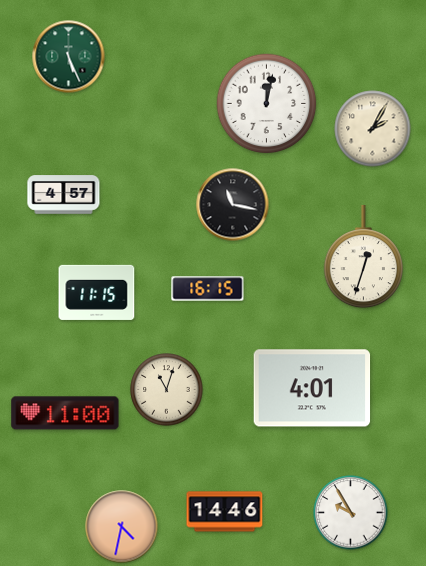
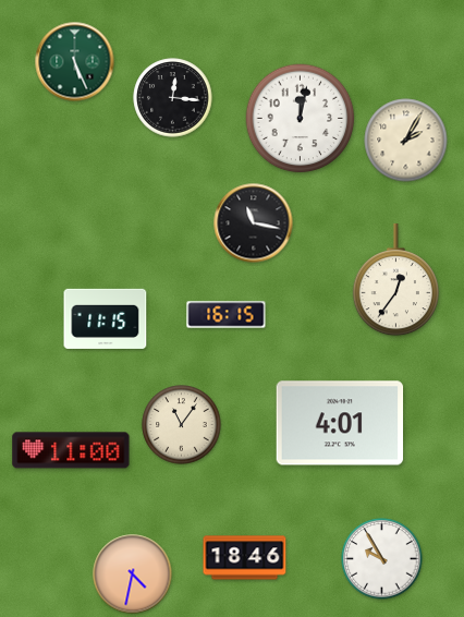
clock at (173, 98): none -> 12:16
clock at (267, 104) position: (267, 104) -> (301, 119)
clock at (64, 195): 4:57 -> none
clock at (363, 257): 12:33 -> 12:36
clock at (167, 390): 11:03 -> 11:06
clock at (225, 512): 14:46 -> 18:46
